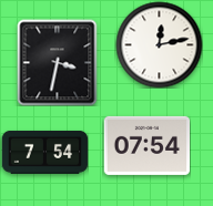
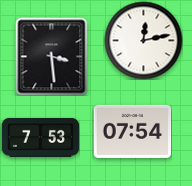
clock at (58, 62): 3:32 -> 3:29
clock at (44, 152): 7:54 -> 7:53
